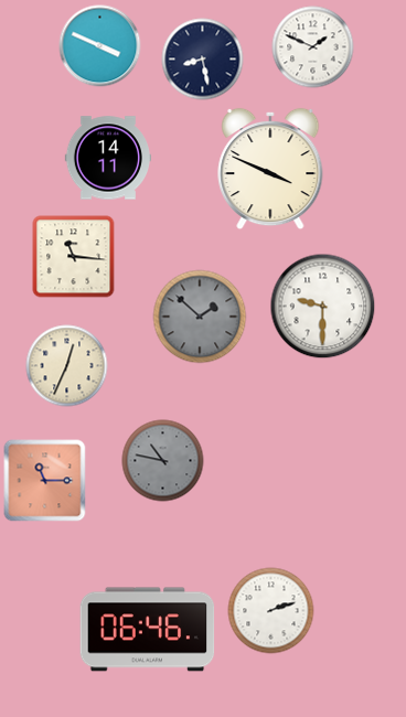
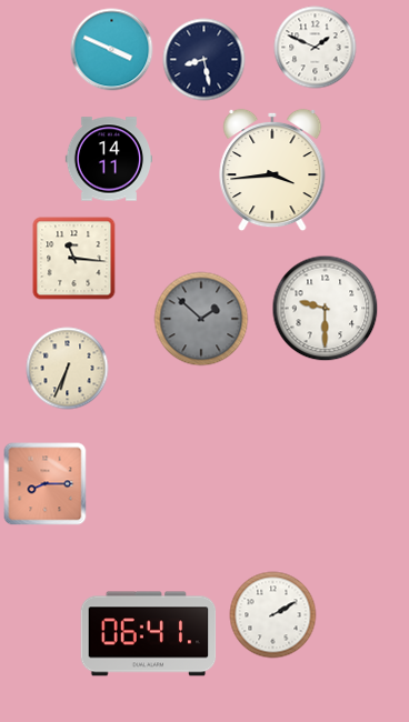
clock at (100, 46) position: (100, 46) -> (112, 50)
clock at (270, 169): 3:49 -> 3:44
clock at (67, 366): 12:34 -> 6:34
clock at (163, 461): 10:47 -> none
clock at (45, 481): 11:15 -> 8:15
clock at (271, 611): 2:12 -> 2:10
clock at (148, 630): 06:46 -> 06:41
